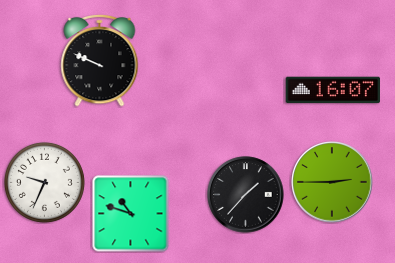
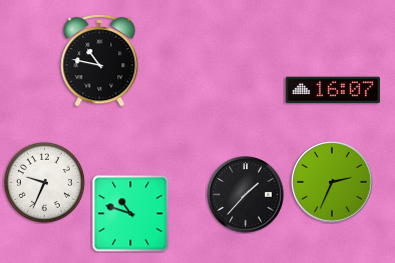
clock at (100, 60): 9:49 -> 10:47
clock at (332, 182): 2:45 -> 2:34
